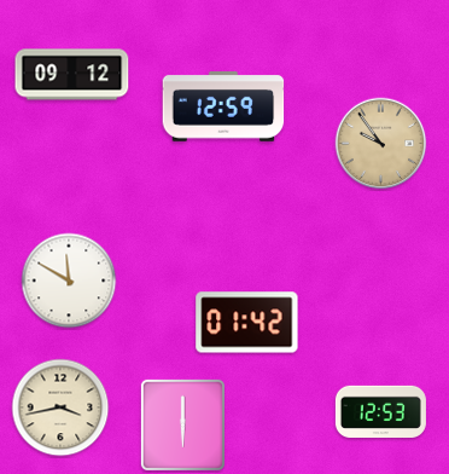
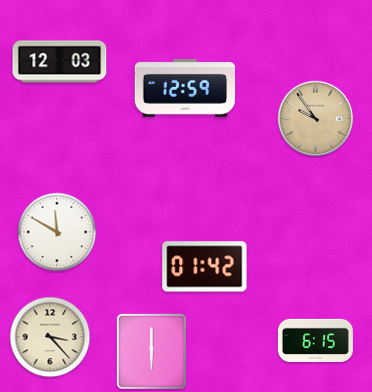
clock at (72, 75): 09:12 -> 12:03
clock at (60, 407): 3:43 -> 3:23
clock at (380, 411): 12:53 -> 6:15
